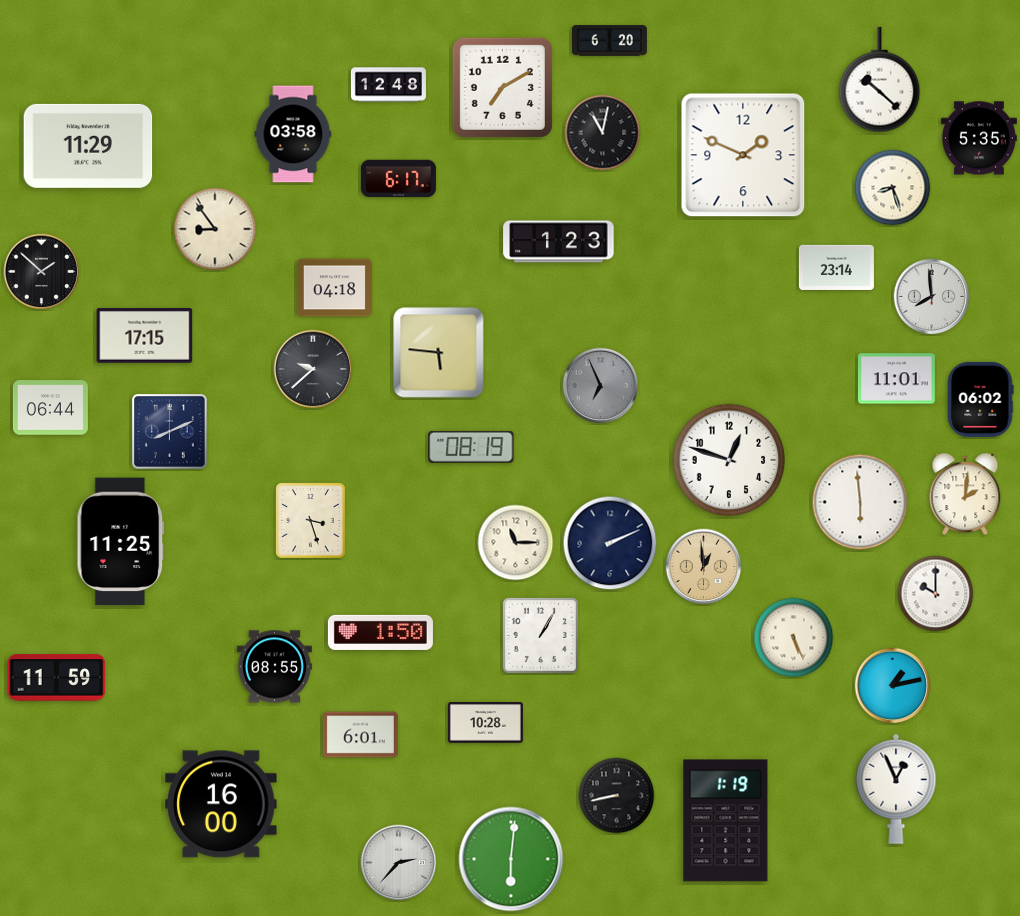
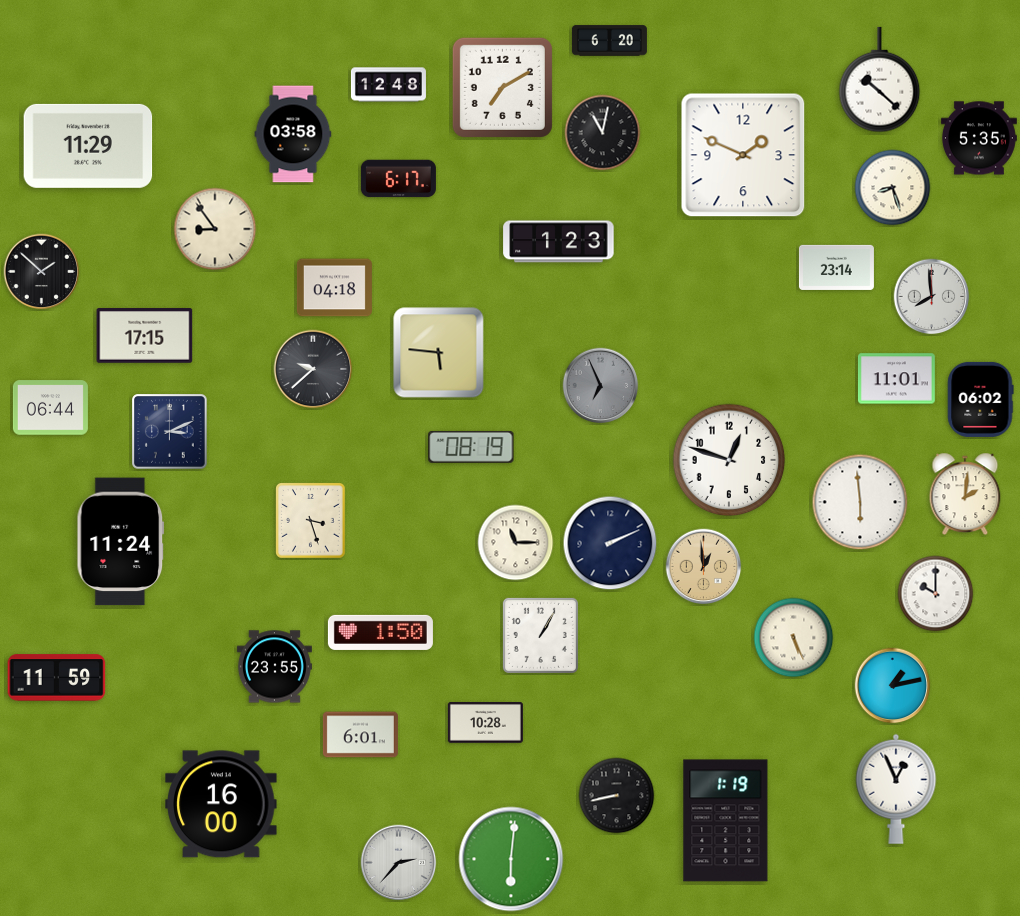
clock at (170, 432): 8:11 -> 3:11
clock at (121, 542): 11:25 -> 11:24
clock at (274, 667): 08:55 -> 23:55
